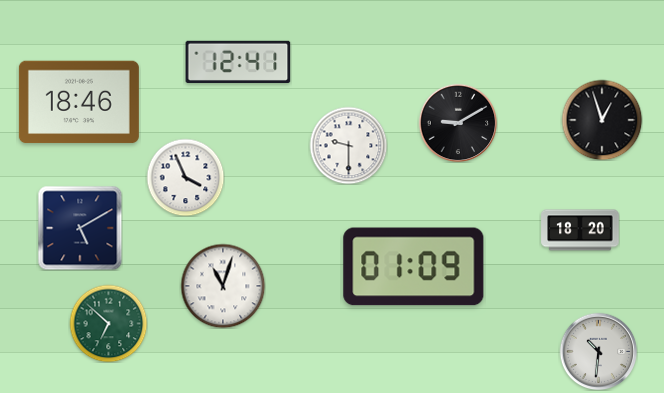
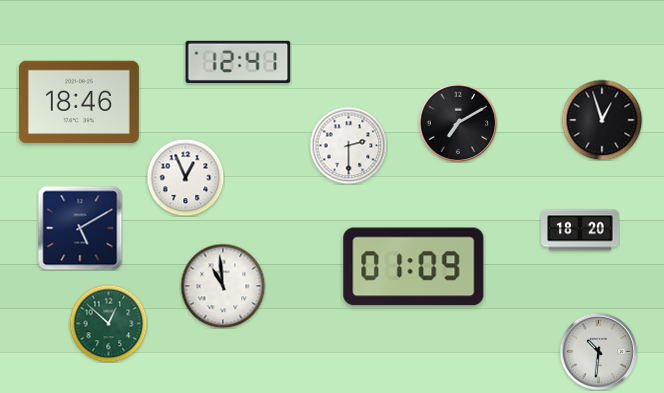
clock at (458, 123): 9:10 -> 7:10
clock at (348, 145): 9:30 -> 2:30
clock at (185, 177): 3:56 -> 12:56
clock at (223, 286): 11:03 -> 10:59
clock at (108, 323): 6:52 -> 12:52
